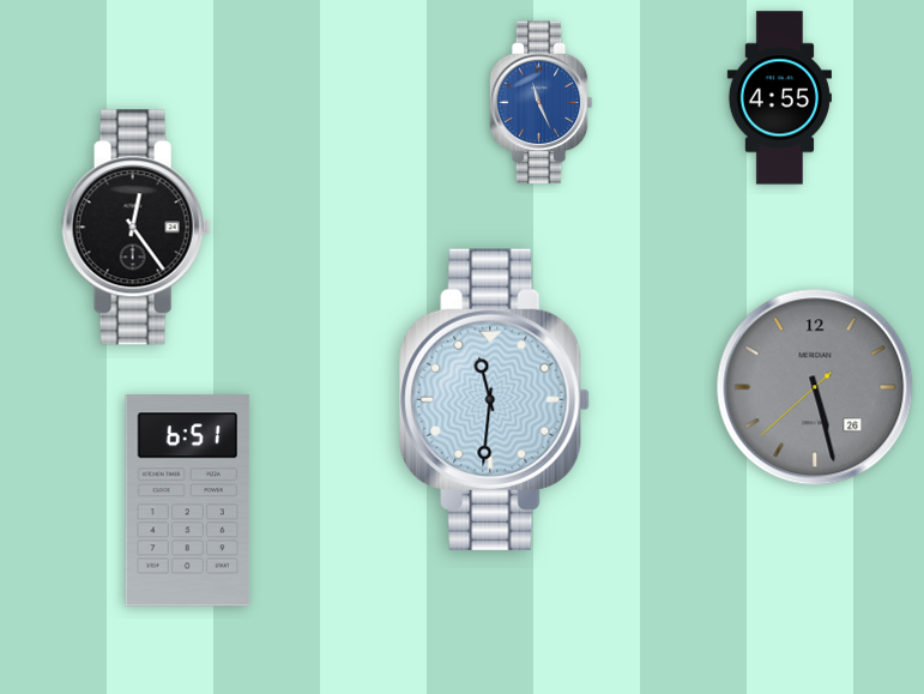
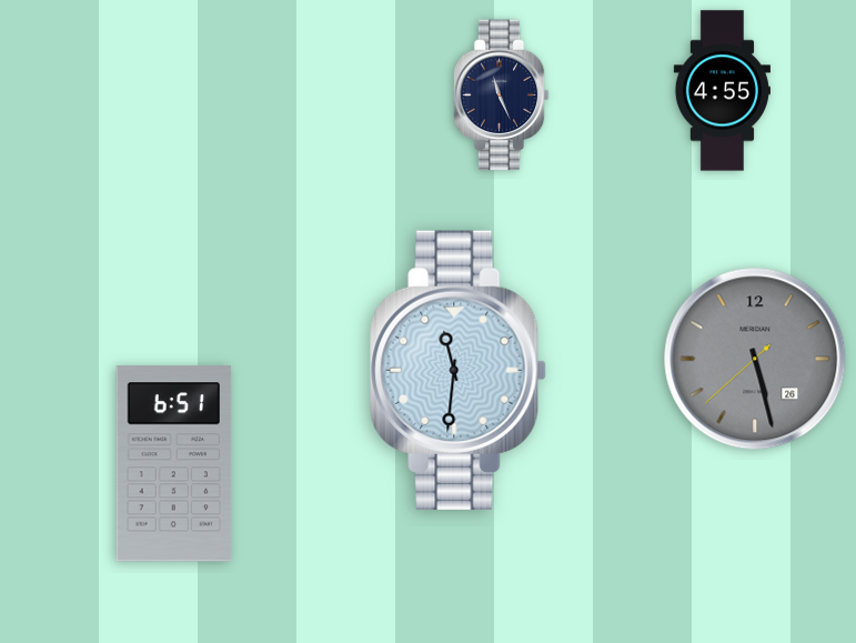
clock at (540, 103) dial: blue -> navy
clock at (137, 228): 12:24 -> none
